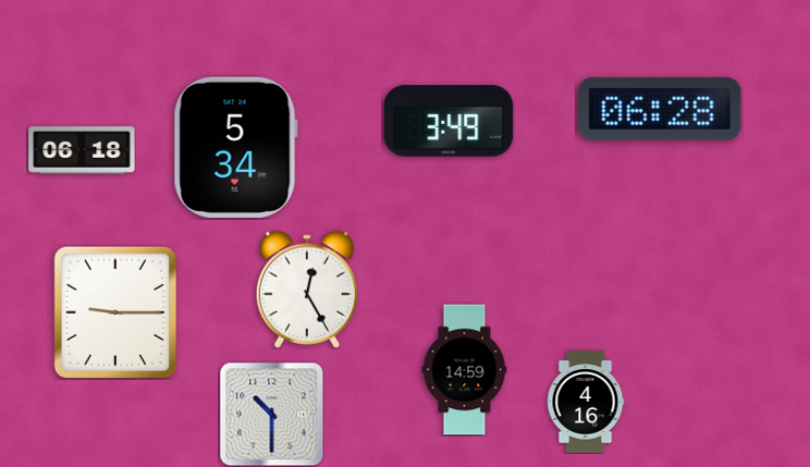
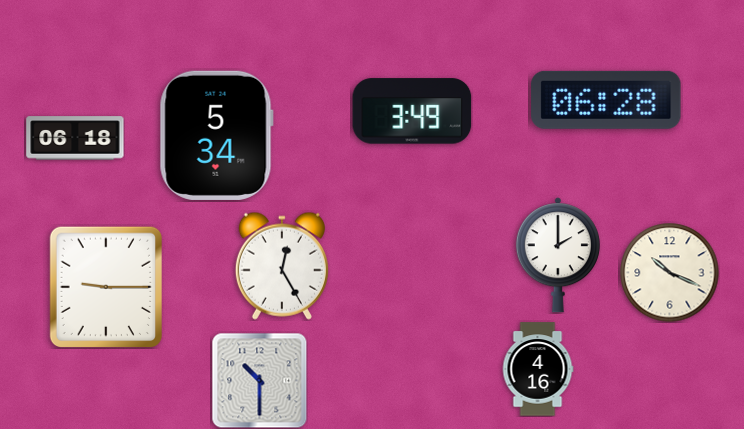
clock at (558, 255): none -> 2:00
clock at (670, 273): none -> 10:19
clock at (465, 370): 14:59 -> none
clock at (271, 414) position: (271, 414) -> (259, 380)
